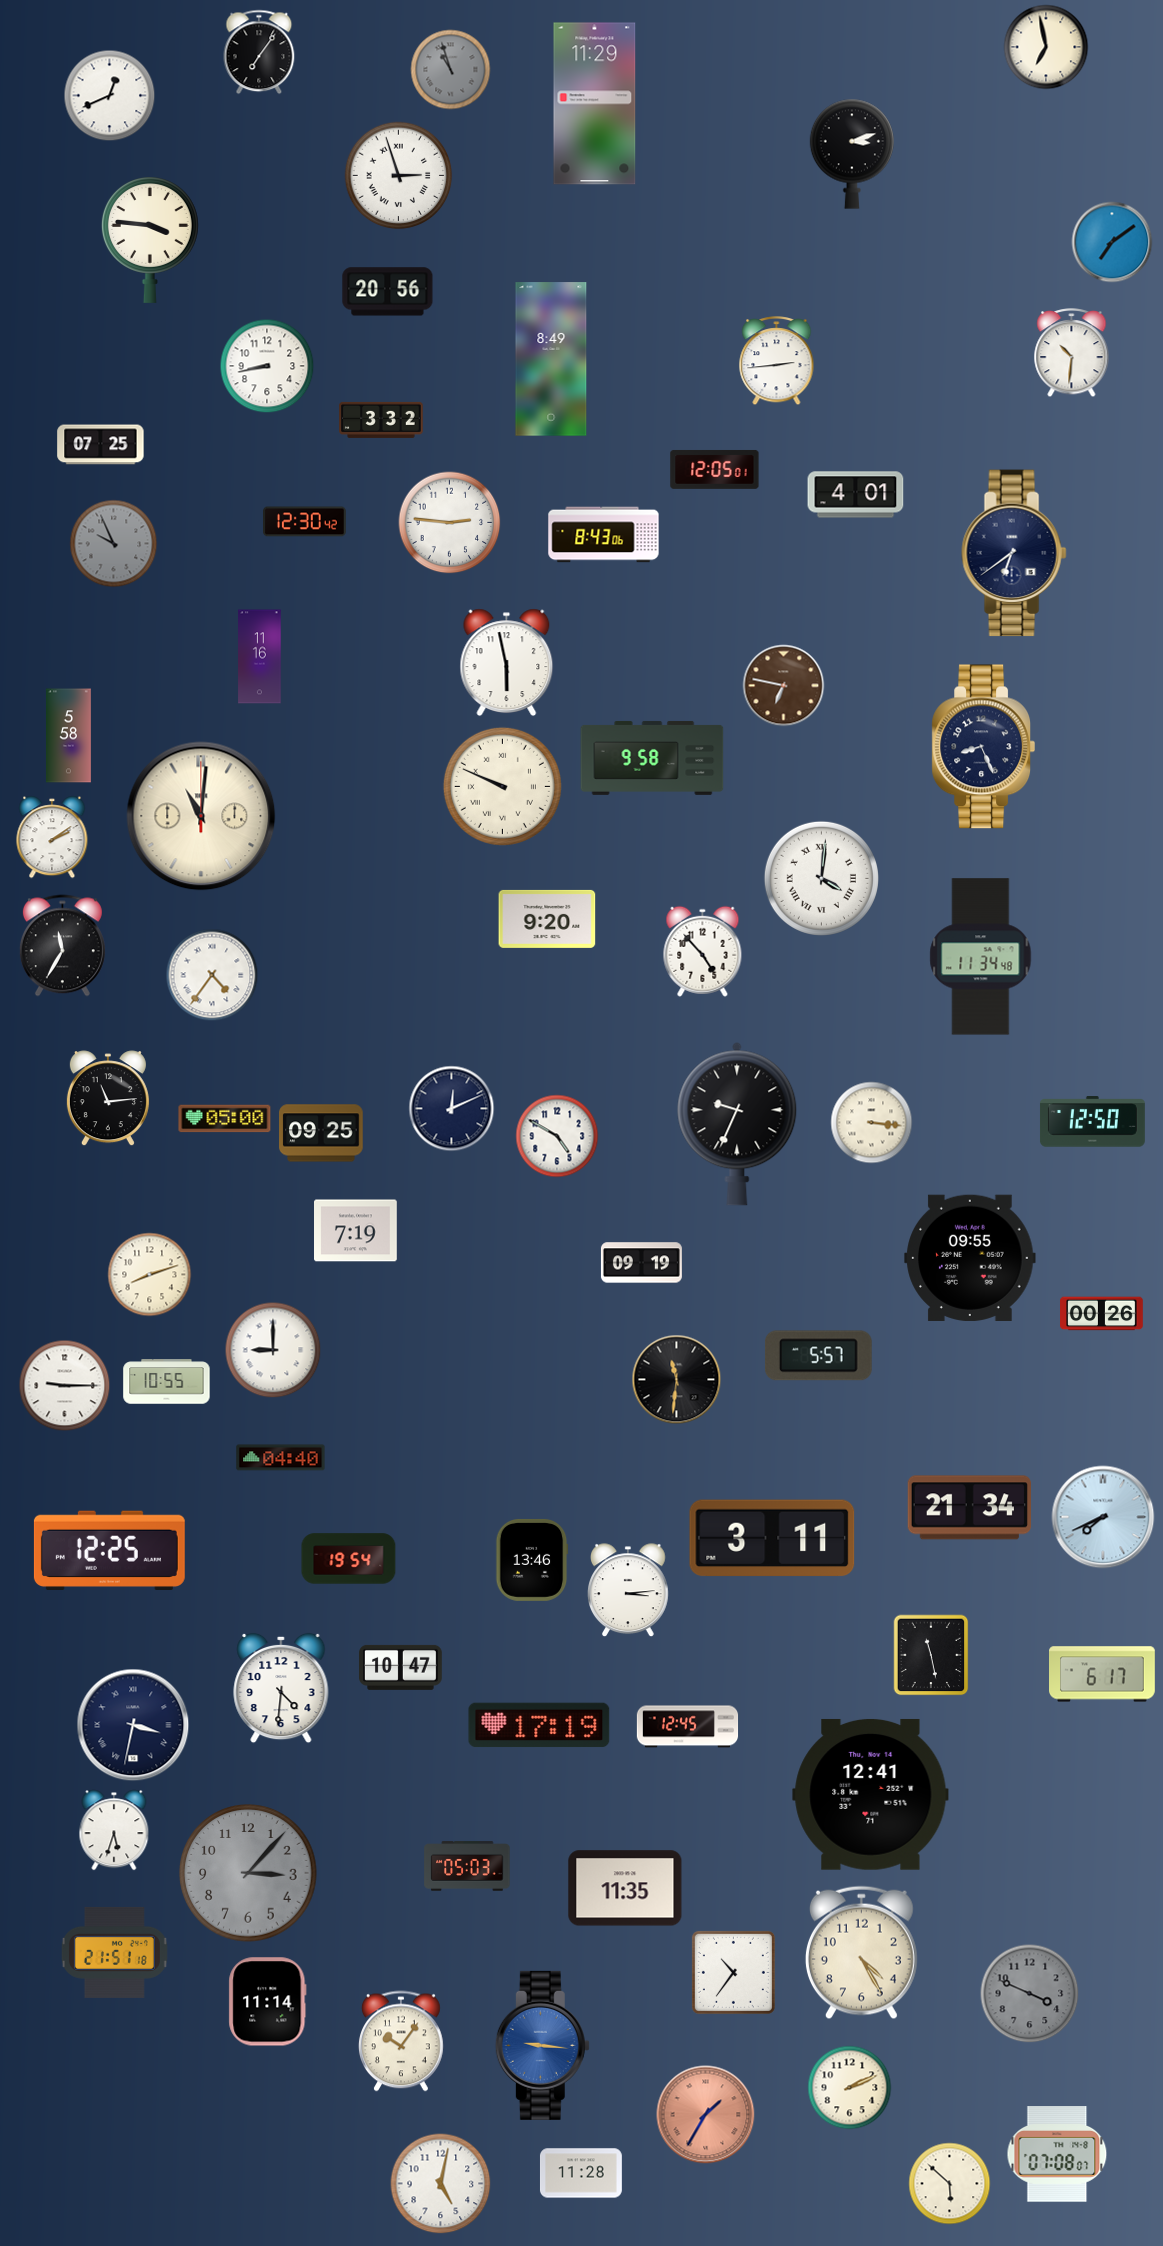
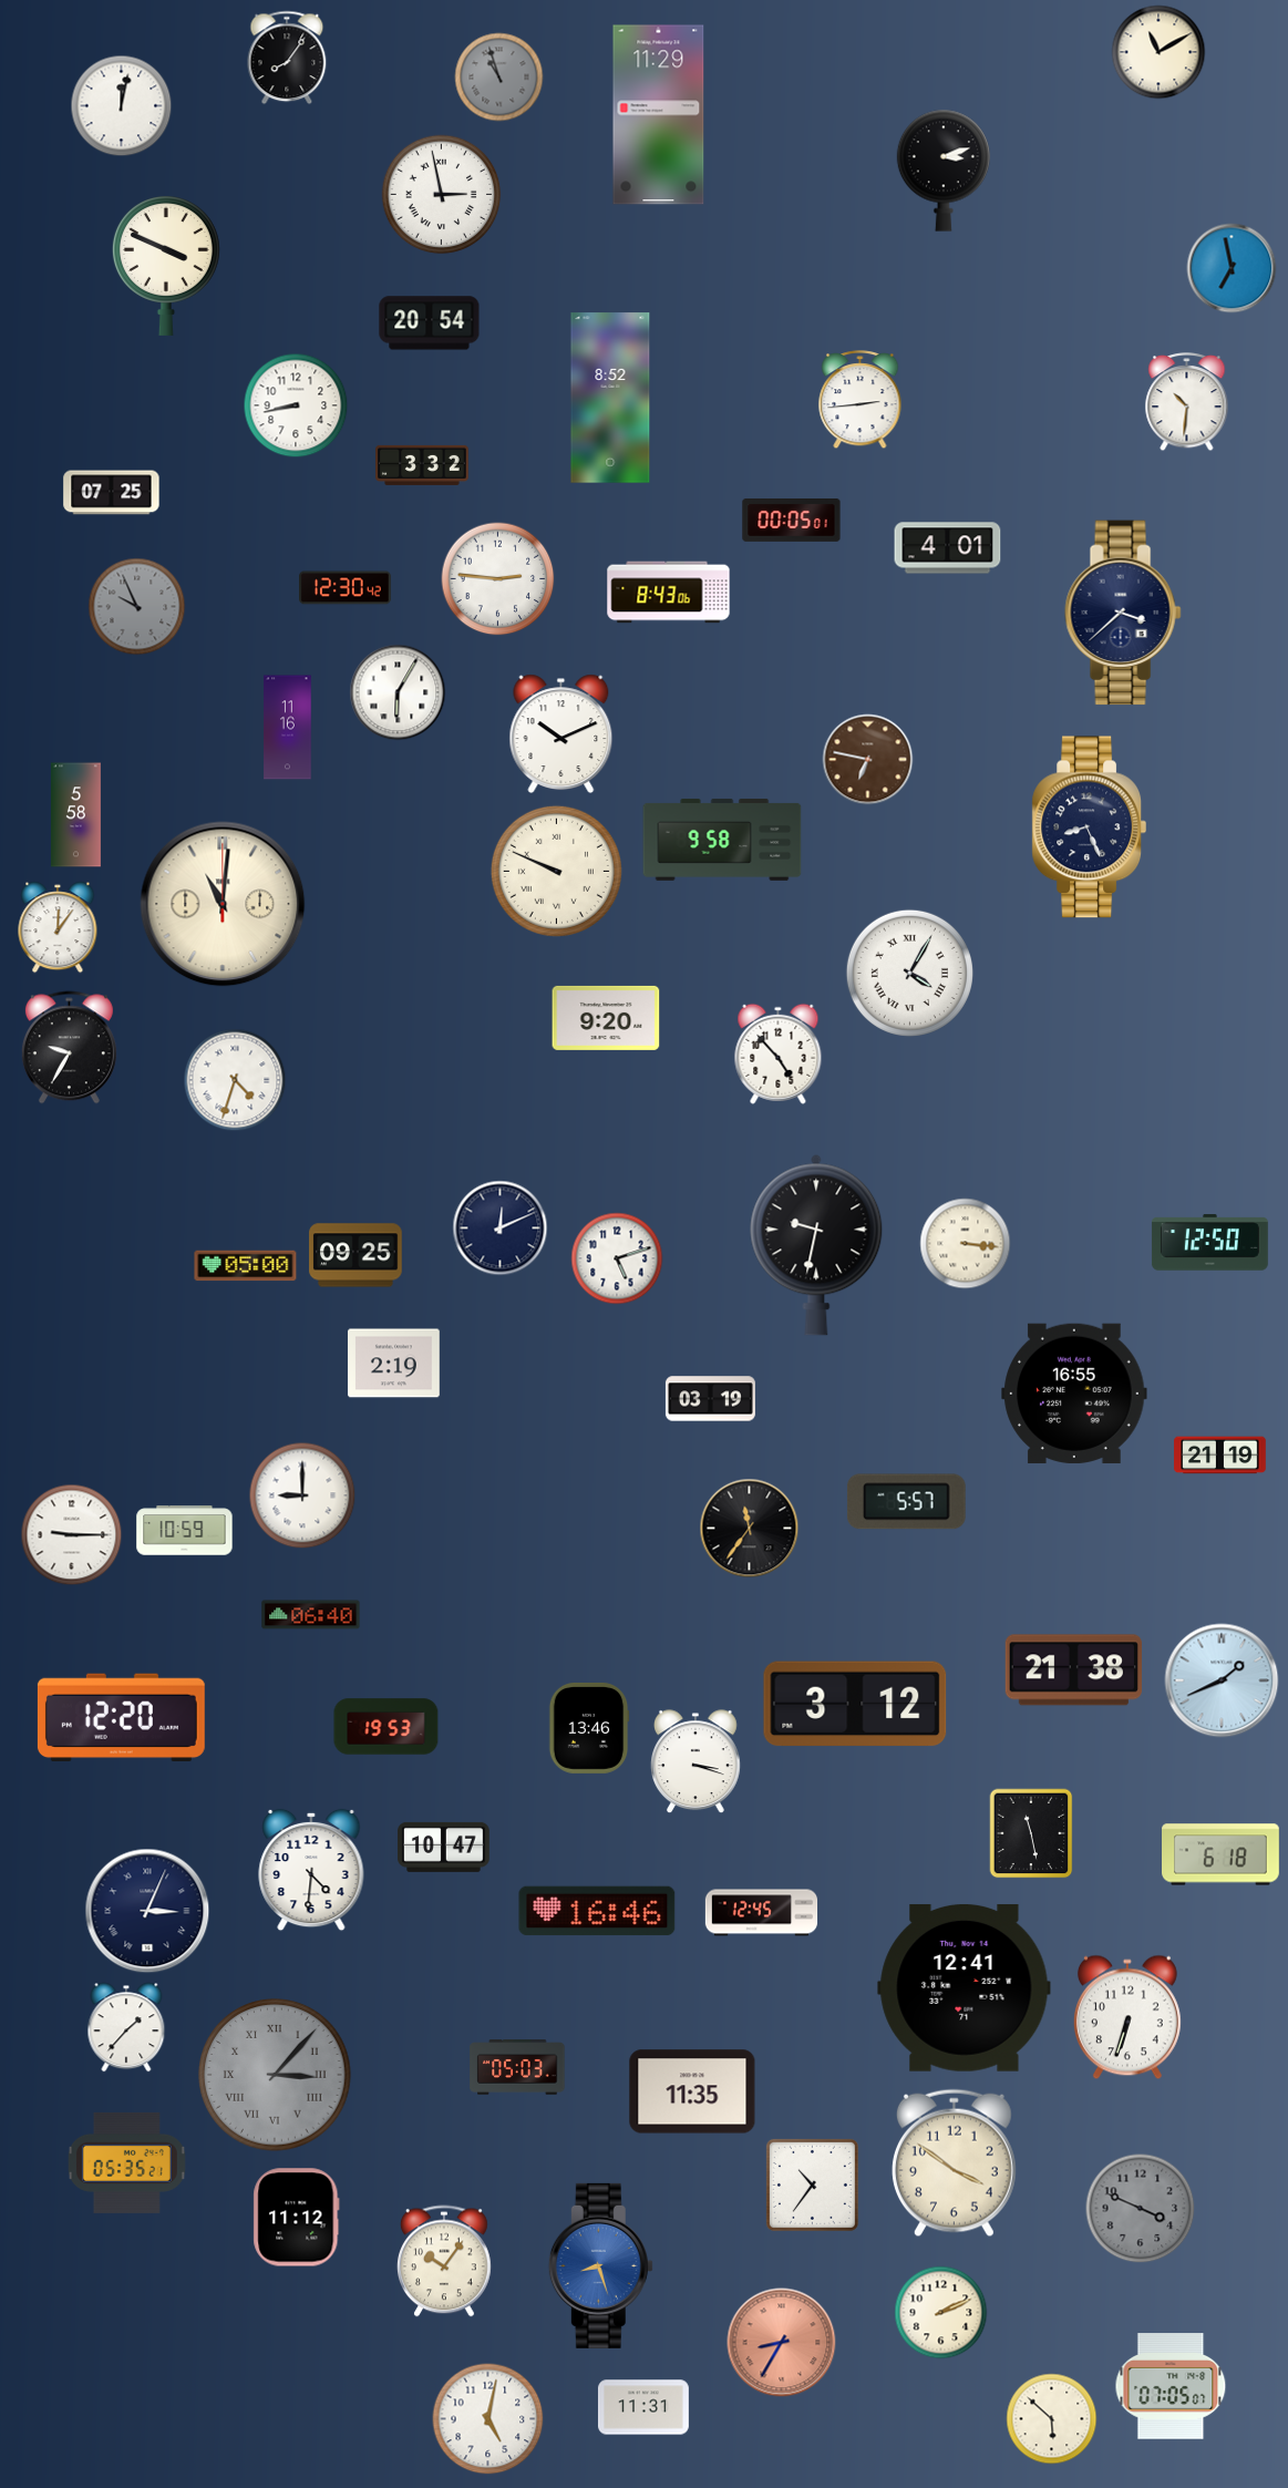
clock at (1046, 47): 6:58 -> 11:10
clock at (259, 52): 7:06 -> 8:06
clock at (110, 96): 12:41 -> 12:02
clock at (399, 176): 2:57 -> 2:58
clock at (150, 240): 3:46 -> 3:49
clock at (1112, 242): 7:09 -> 6:58
clock at (388, 292): 20:56 -> 20:54
clock at (1072, 354) position: (1072, 354) -> (1187, 403)
clock at (551, 359): 8:49 -> 8:52
clock at (715, 469): 12:05 -> 00:05
clock at (305, 522) position: (305, 522) -> (346, 588)
clock at (114, 544) position: (114, 544) -> (137, 607)
clock at (1014, 553): 6:39 -> 3:38
clock at (398, 692): none -> 6:05
clock at (507, 663): 5:58 -> 10:11
clock at (52, 837): 2:09 -> 12:06
clock at (821, 878): 4:01 -> 4:05
clock at (62, 946): 11:35 -> 9:35
clock at (981, 957): 11:34 -> none
clock at (212, 975): 4:36 -> 4:33
clock at (108, 1099): 11:14 -> none
clock at (225, 1119) position: (225, 1119) -> (246, 1266)
clock at (737, 1124): 9:34 -> 9:32
clock at (557, 1136): 4:50 -> 5:12
clock at (356, 1231): 7:19 -> 2:19
clock at (970, 1258): 09:55 -> 16:55
clock at (641, 1263): 09:19 -> 03:19
clock at (150, 1275): 8:12 -> none
clock at (1102, 1314): 00:26 -> 21:19
clock at (677, 1380): 11:31 -> 11:36
clock at (167, 1382): 10:55 -> 10:59
clock at (281, 1458): 04:40 -> 06:40
clock at (969, 1508): 21:34 -> 21:38
clock at (1103, 1517): 7:41 -> 1:41
clock at (772, 1538): 3:11 -> 3:12
clock at (109, 1550): 12:25 -> 12:20
clock at (349, 1559): 19:54 -> 19:53
clock at (629, 1591): 3:14 -> 3:18
clock at (1103, 1674): 6:17 -> 6:18
clock at (133, 1725): 3:32 -> 3:04
clock at (539, 1725): 17:19 -> 16:46
clock at (1127, 2017): none -> 6:33
clock at (114, 1830): 5:33 -> 1:37
clock at (248, 1873) numerals: Arabic -> Roman
clock at (114, 1952): 21:51 -> 05:35
clock at (861, 1953): 4:25 -> 3:51
clock at (268, 2002): 11:14 -> 11:12
clock at (542, 2045): 9:16 -> 8:27
clock at (706, 2115): 1:35 -> 8:35
clock at (1057, 2154): 07:08 -> 07:05
clock at (581, 2173): 11:28 -> 11:31
